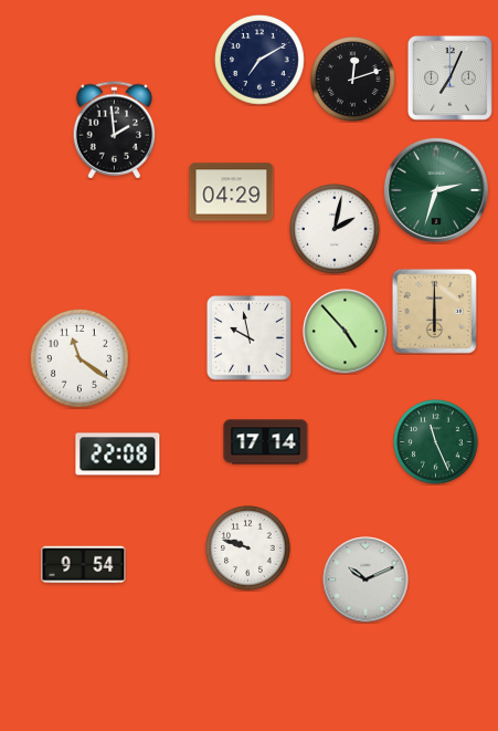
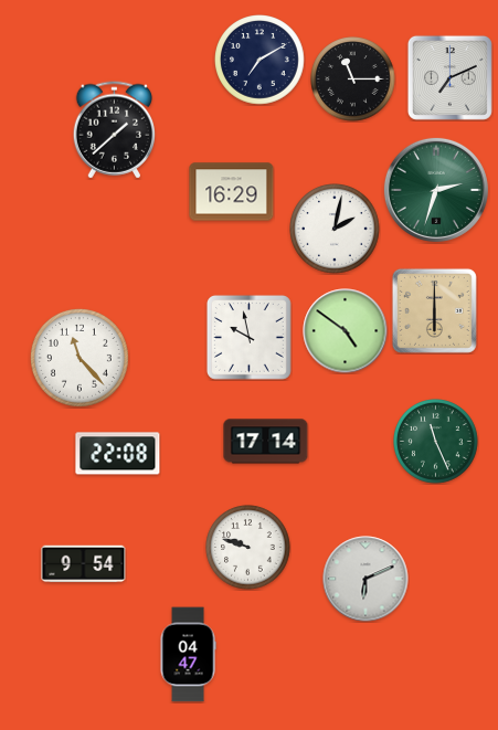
clock at (449, 77): 7:04 -> 7:11
clock at (353, 80): 12:12 -> 11:15
clock at (114, 130): 1:59 -> 1:38
clock at (232, 192): 04:29 -> 16:29
clock at (346, 332): 4:53 -> 4:51
clock at (80, 358): 11:21 -> 11:23
clock at (365, 579): 10:11 -> 6:11
clock at (188, 655): none -> 04:47
